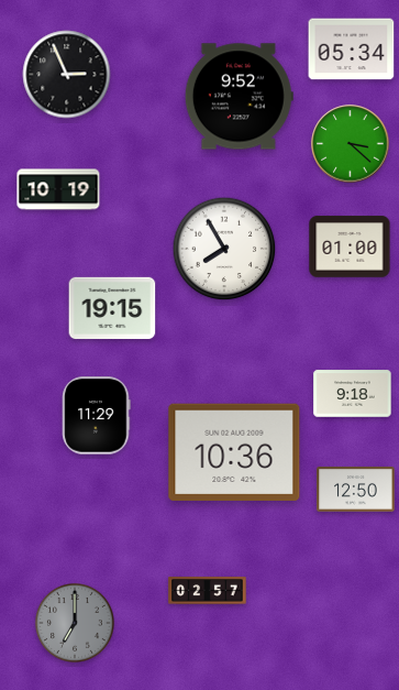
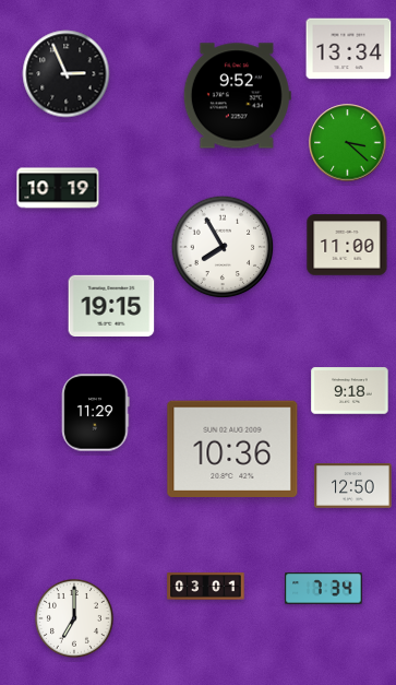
clock at (352, 50): 05:34 -> 13:34
clock at (350, 247): 01:00 -> 11:00
clock at (208, 591): 02:57 -> 03:01
clock at (324, 589): none -> 7:34
clock at (75, 623) dial: grey -> white
